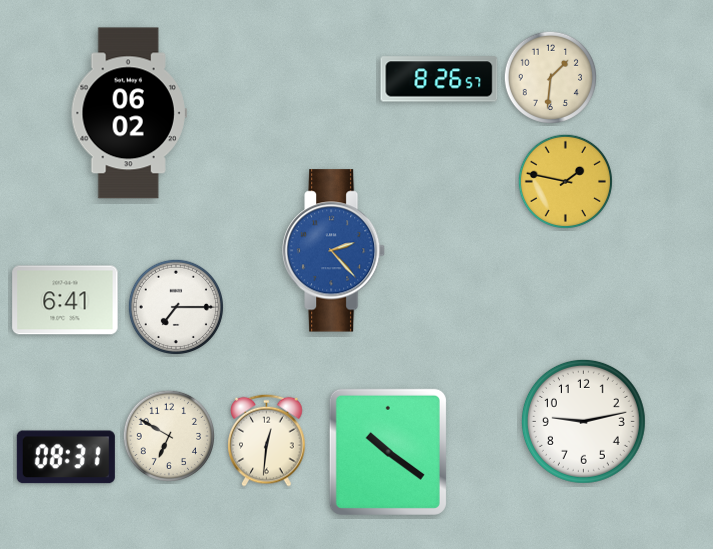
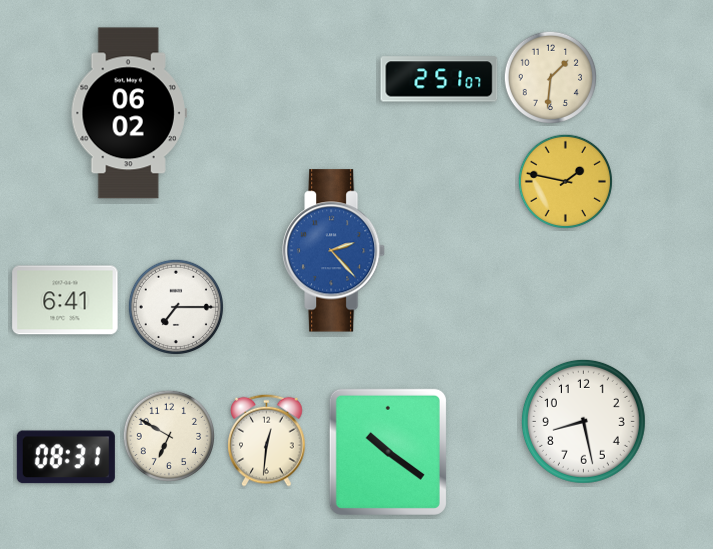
clock at (439, 79): 8:26 -> 2:51
clock at (583, 421): 9:13 -> 8:28
